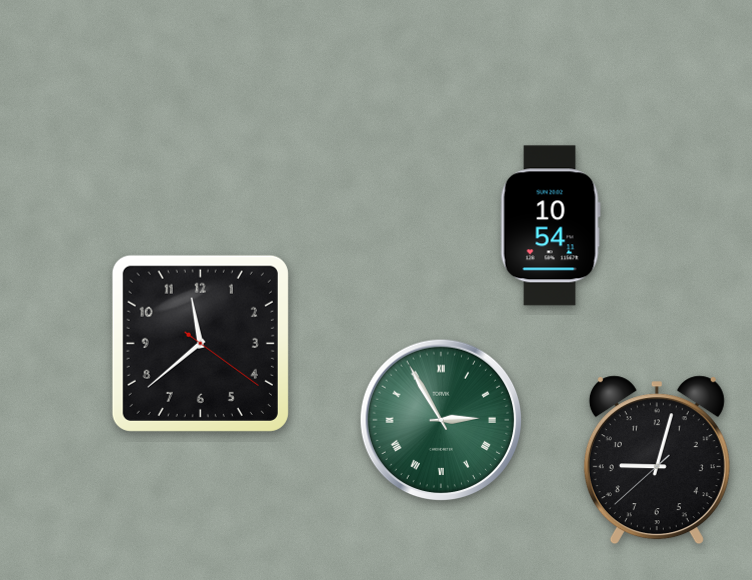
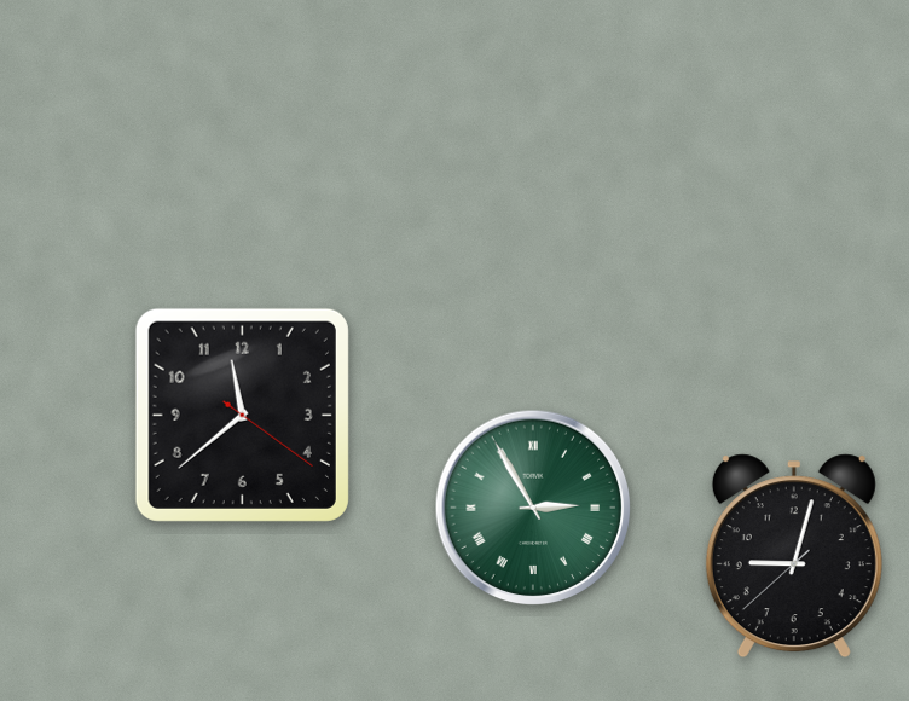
clock at (550, 226): 10:54 -> none
